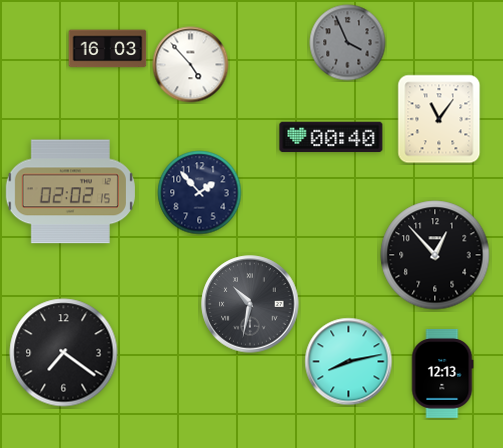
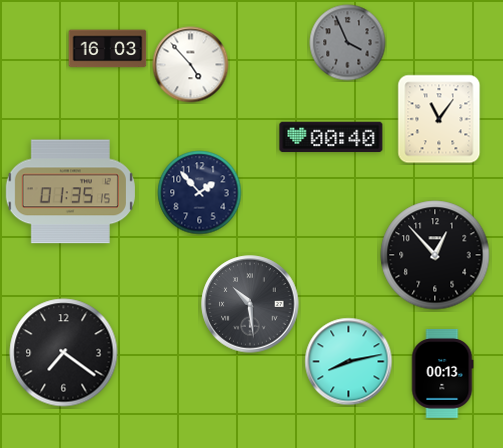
clock at (70, 192): 02:02 -> 01:35
clock at (250, 304): 10:32 -> 10:29
clock at (442, 374): 12:13 -> 00:13
